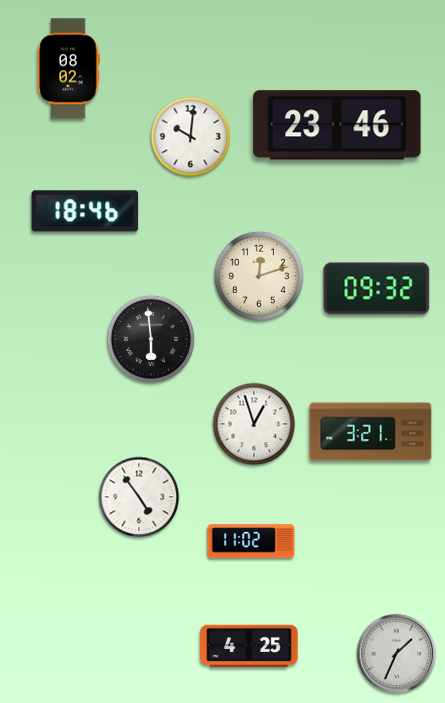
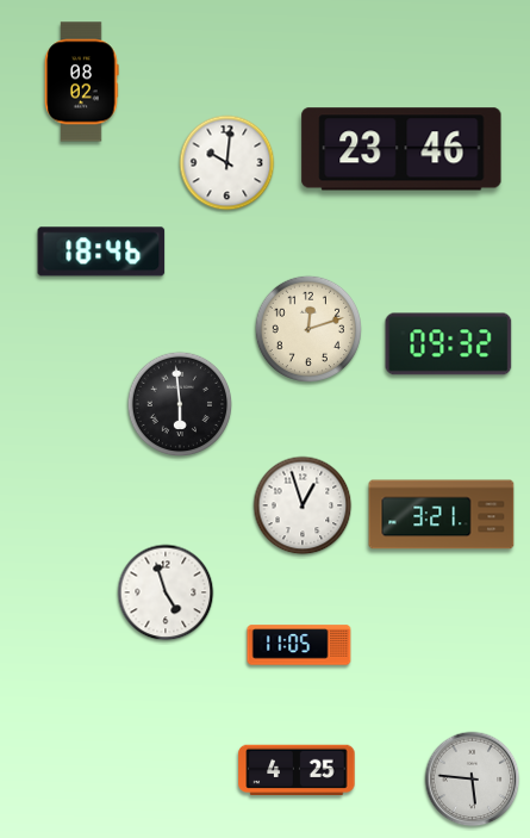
clock at (139, 497): 4:54 -> 4:57
clock at (251, 541): 11:02 -> 11:05
clock at (397, 654): 1:34 -> 5:46
